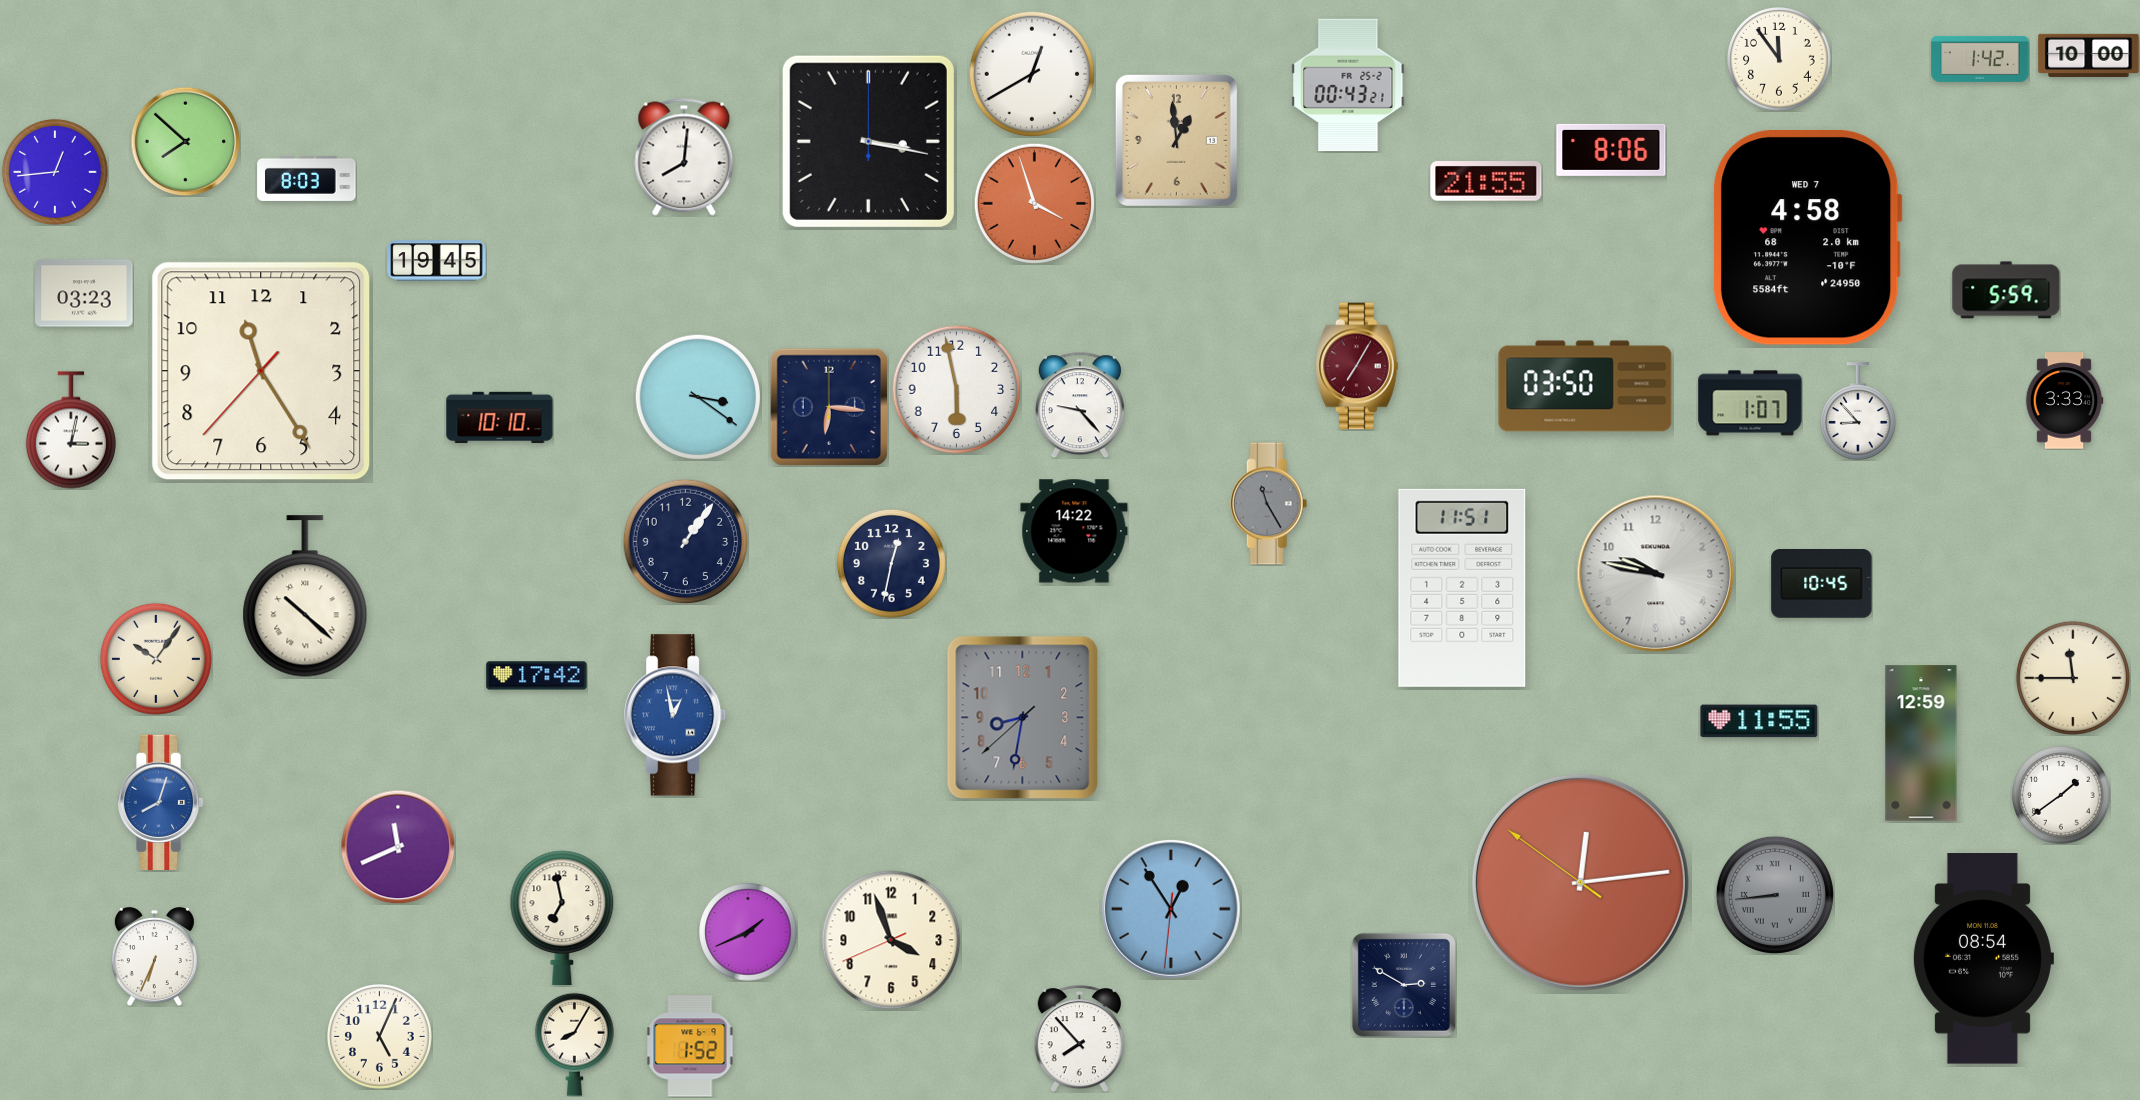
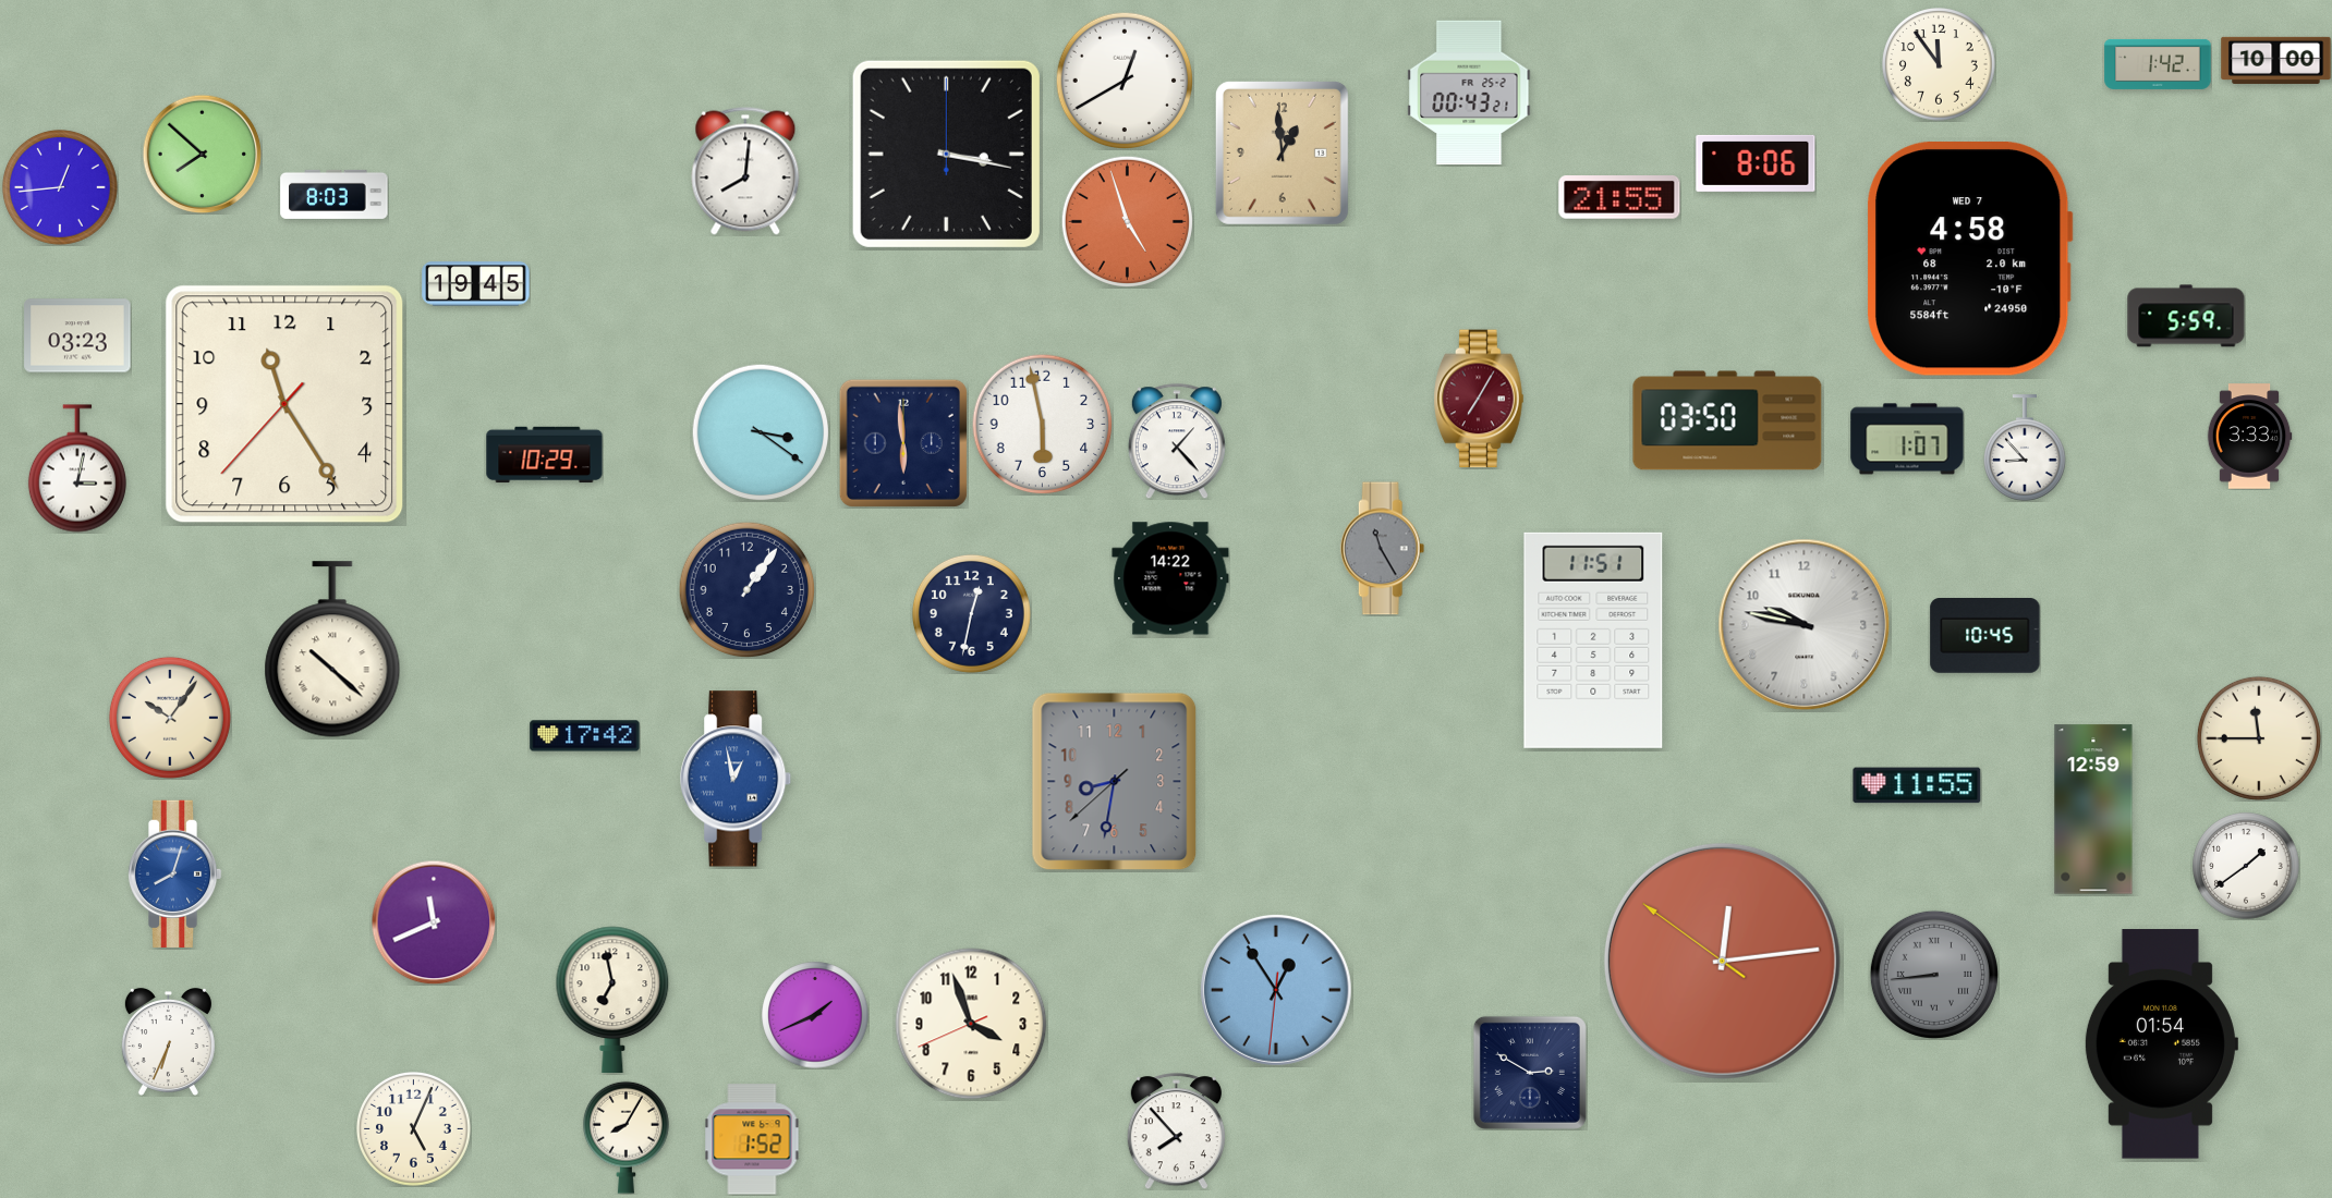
clock at (1034, 203): 3:57 -> 4:57
clock at (84, 293) position: (84, 293) -> (77, 335)
clock at (1080, 405): 9:23 -> 1:23
clock at (829, 407): 6:16 -> 5:59
clock at (500, 418): 10:10 -> 10:29
clock at (1983, 959): 08:54 -> 01:54
